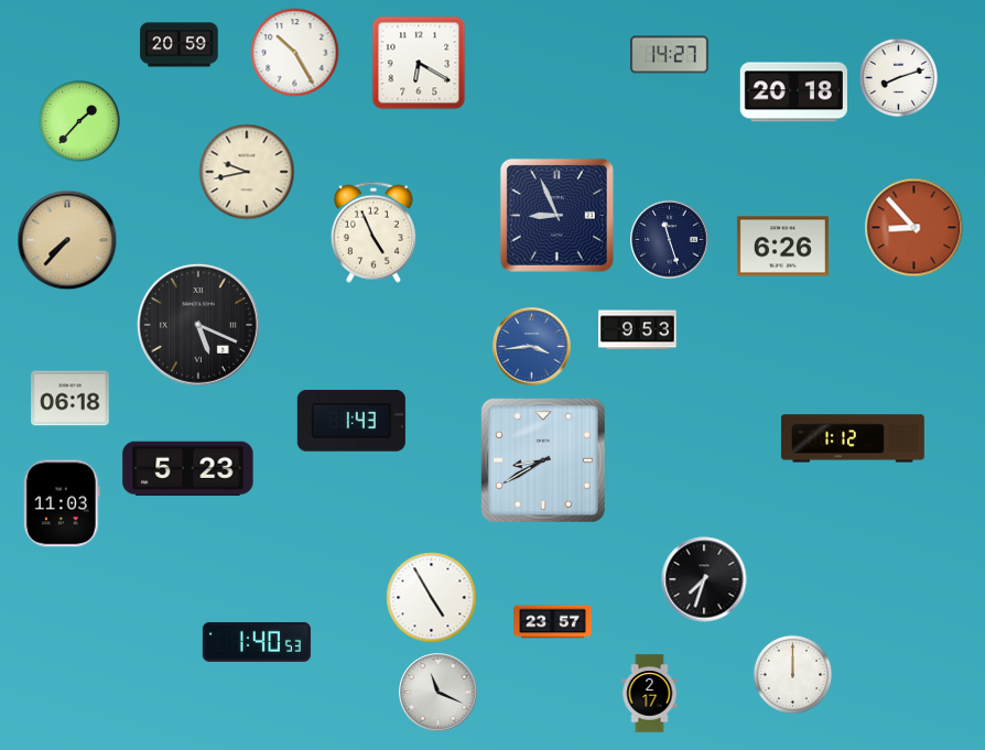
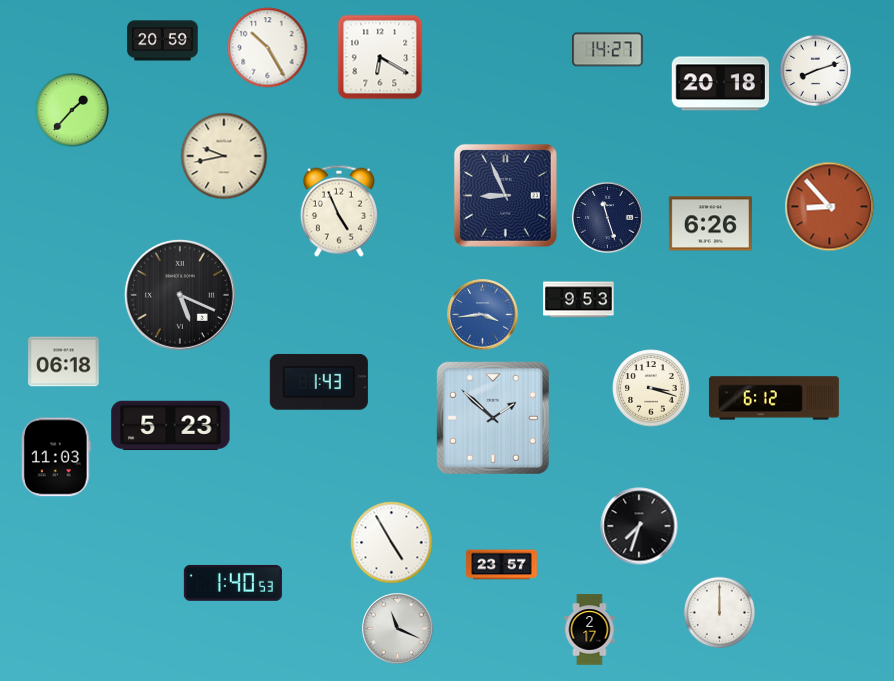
clock at (67, 240): 7:37 -> none
clock at (651, 388): none -> 3:18
clock at (853, 438): 1:12 -> 6:12
clock at (543, 460): 8:40 -> 1:52
